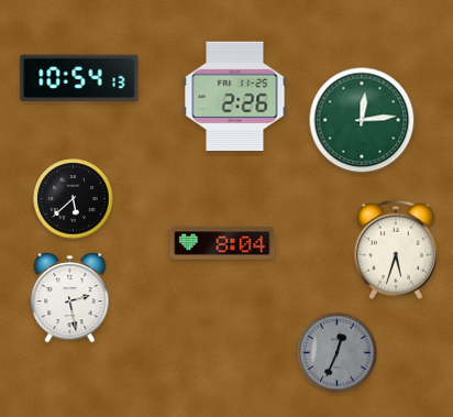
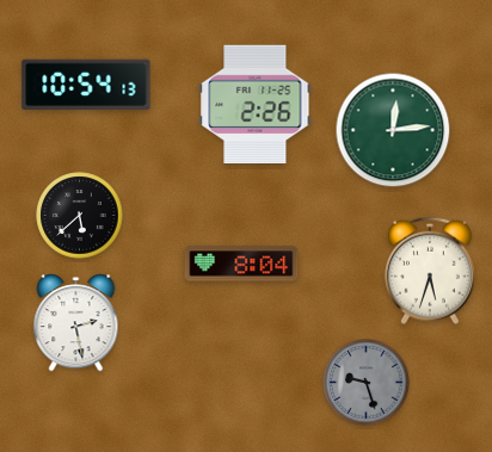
clock at (338, 353): 12:34 -> 9:27
